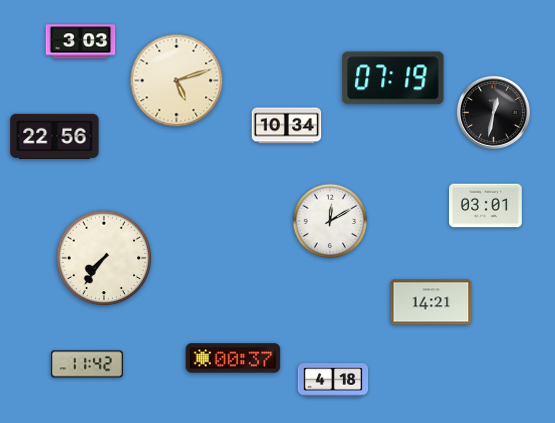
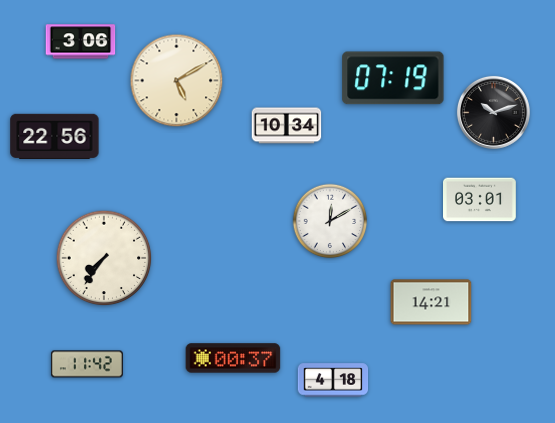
clock at (81, 42): 3:03 -> 3:06
clock at (177, 81): 5:12 -> 5:10
clock at (493, 112): 12:32 -> 10:12
clock at (486, 206) position: (486, 206) -> (480, 200)
